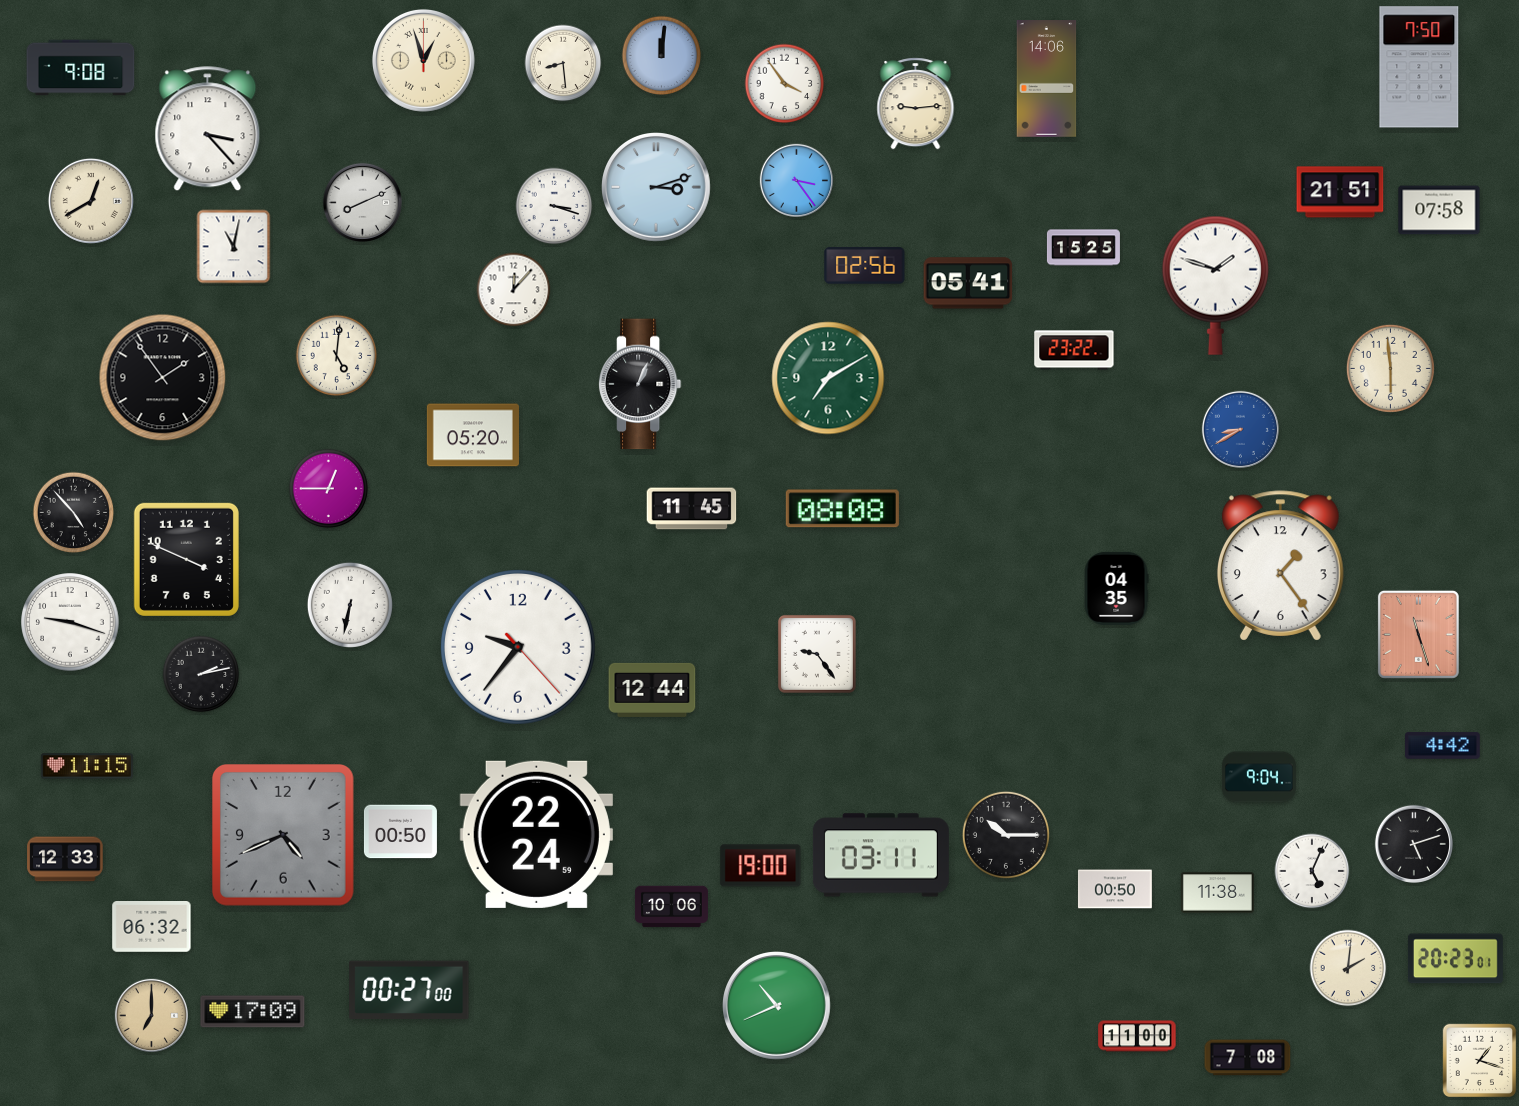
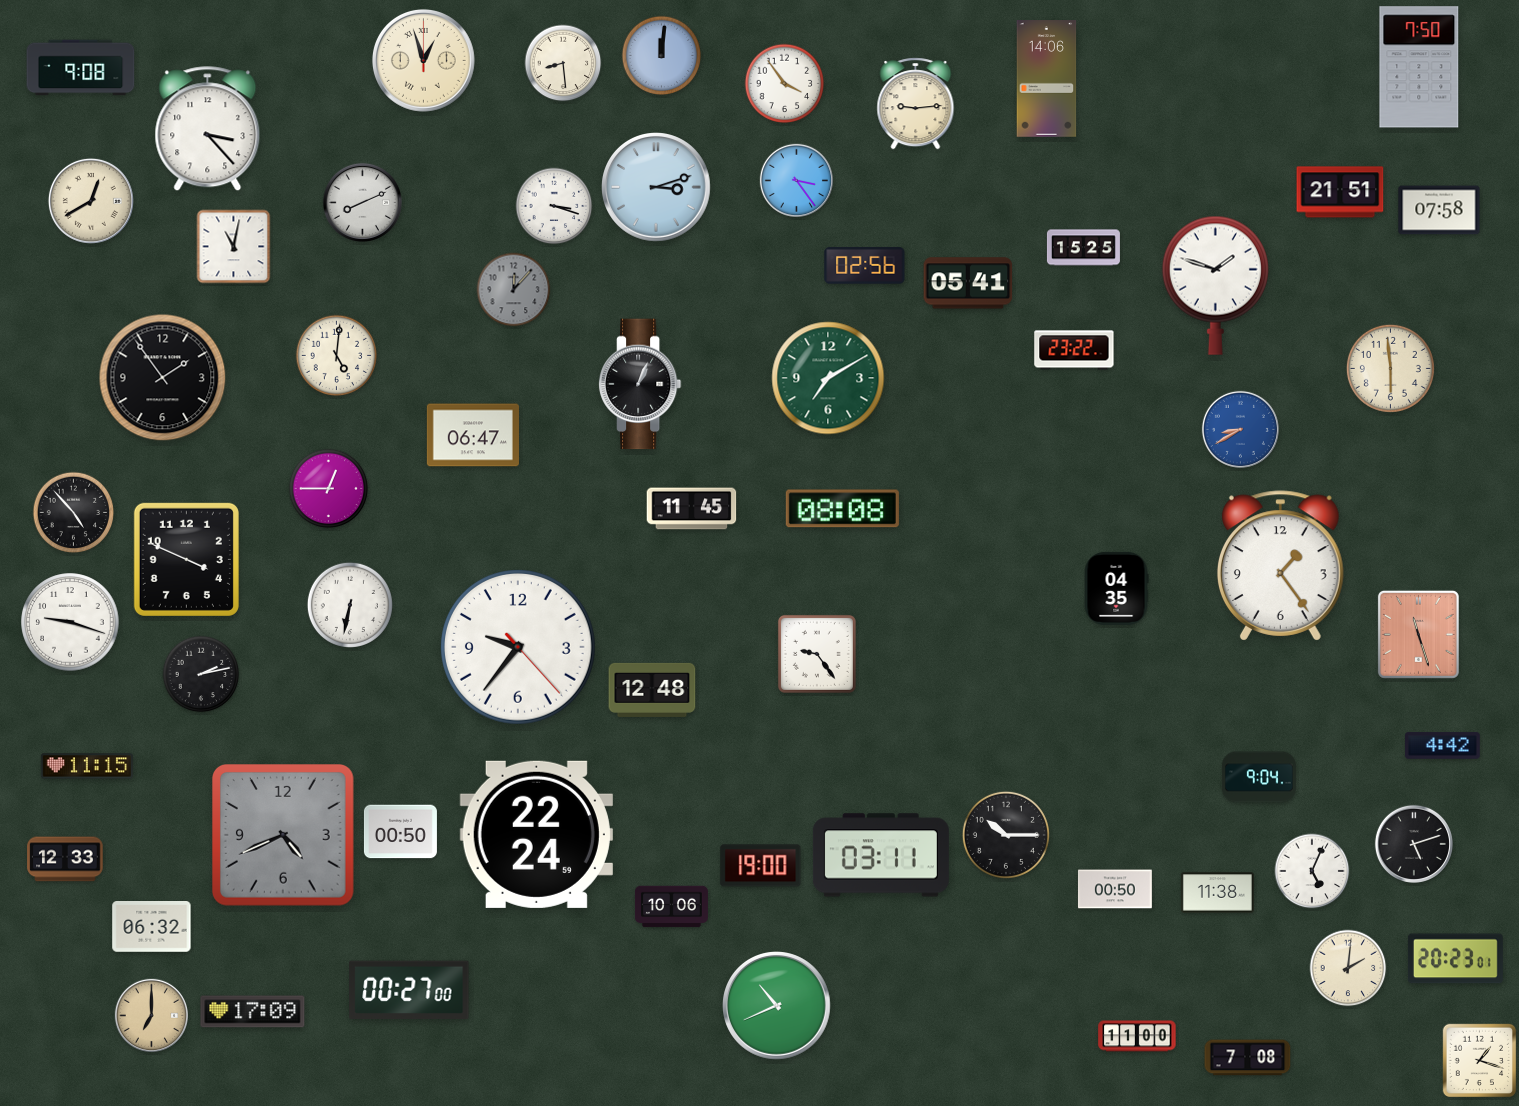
clock at (514, 290) dial: white -> grey
clock at (473, 435): 05:20 -> 06:47
clock at (652, 690): 12:44 -> 12:48
